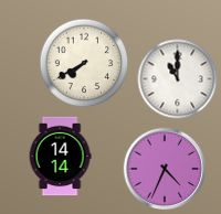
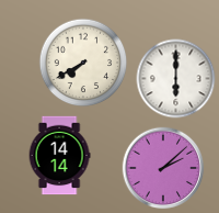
clock at (178, 79): 11:00 -> 6:00
clock at (165, 169): 4:34 -> 2:08
